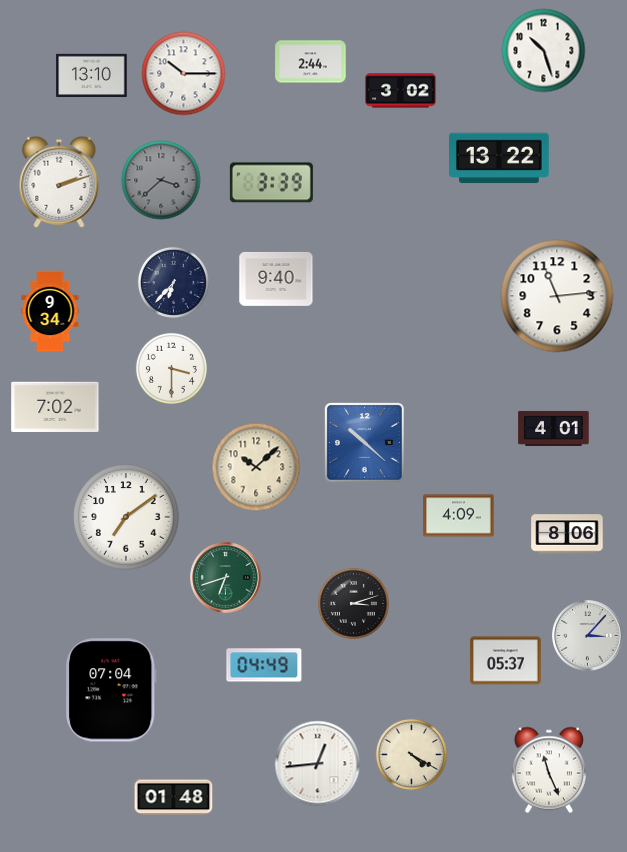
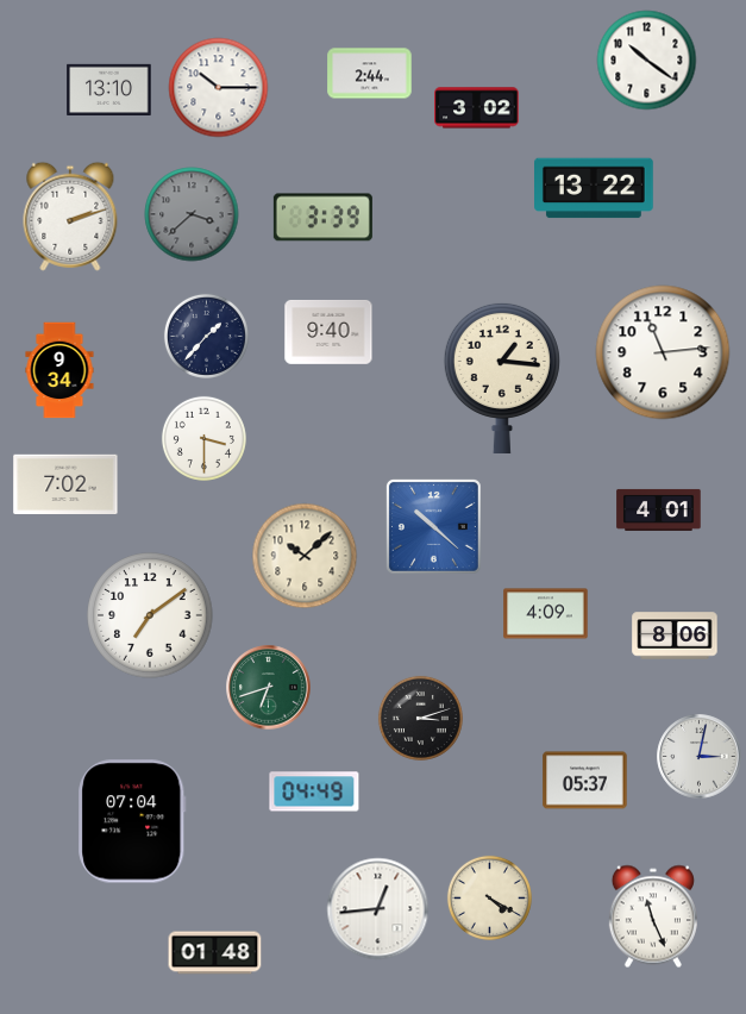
clock at (544, 51): 10:27 -> 10:21
clock at (173, 282): 6:37 -> 1:37
clock at (502, 378): none -> 1:16
clock at (588, 636): 3:07 -> 3:02
clock at (506, 661) position: (506, 661) -> (585, 781)
clock at (174, 798) position: (174, 798) -> (215, 953)
